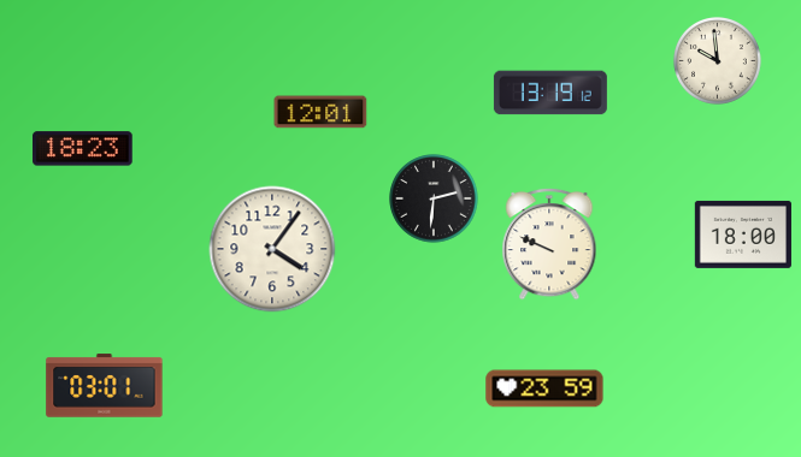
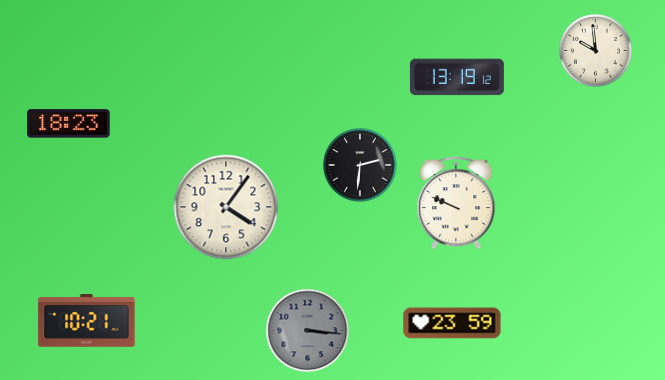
clock at (320, 112): 12:01 -> none
clock at (743, 235): 18:00 -> none
clock at (105, 386): 03:01 -> 10:21
clock at (308, 331): none -> 3:16
